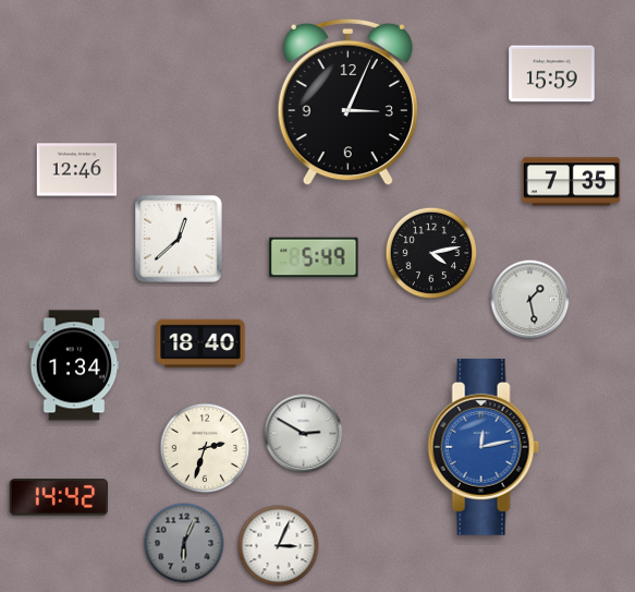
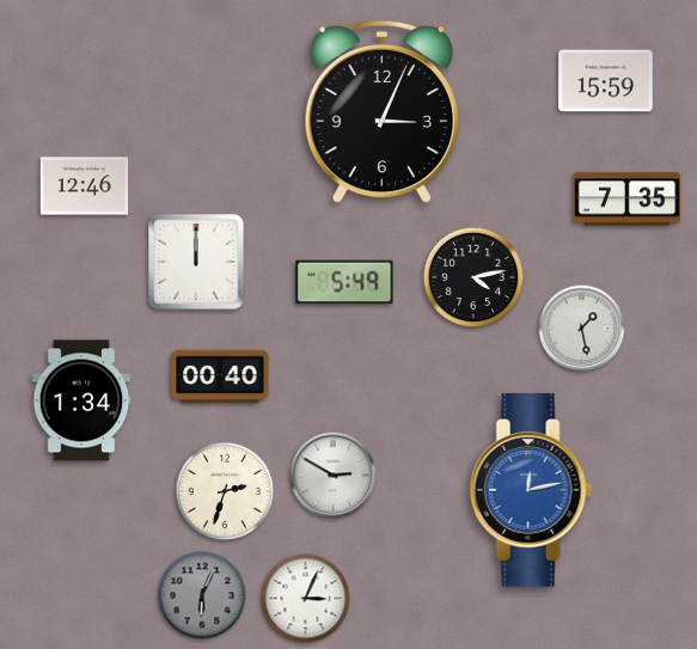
clock at (180, 240): 12:38 -> 12:00
clock at (200, 343): 18:40 -> 00:40
clock at (58, 497): 14:42 -> none
